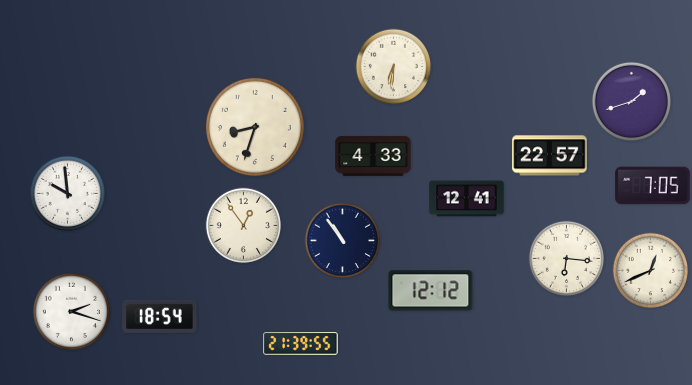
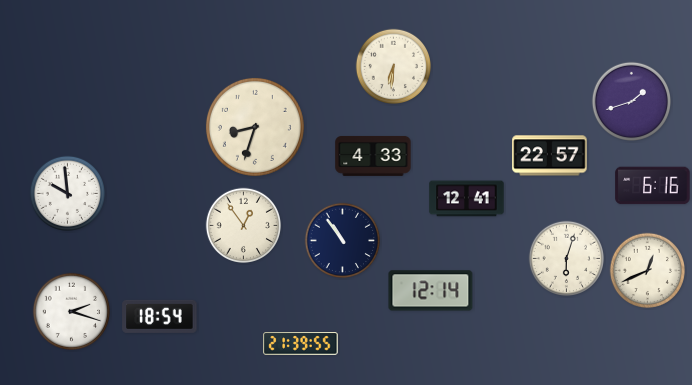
clock at (653, 186): 7:05 -> 6:16
clock at (567, 259): 6:16 -> 6:03
clock at (651, 271) position: (651, 271) -> (648, 271)
clock at (431, 291): 12:12 -> 12:14
